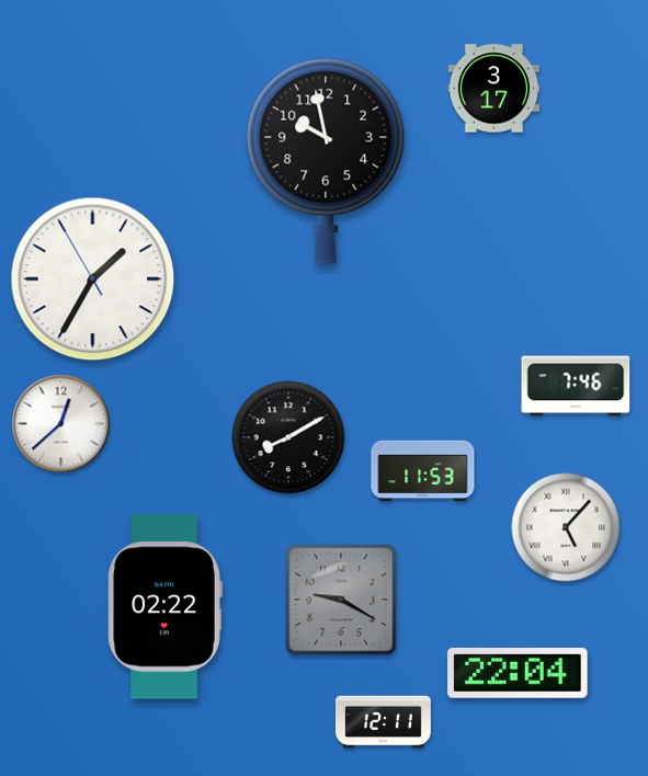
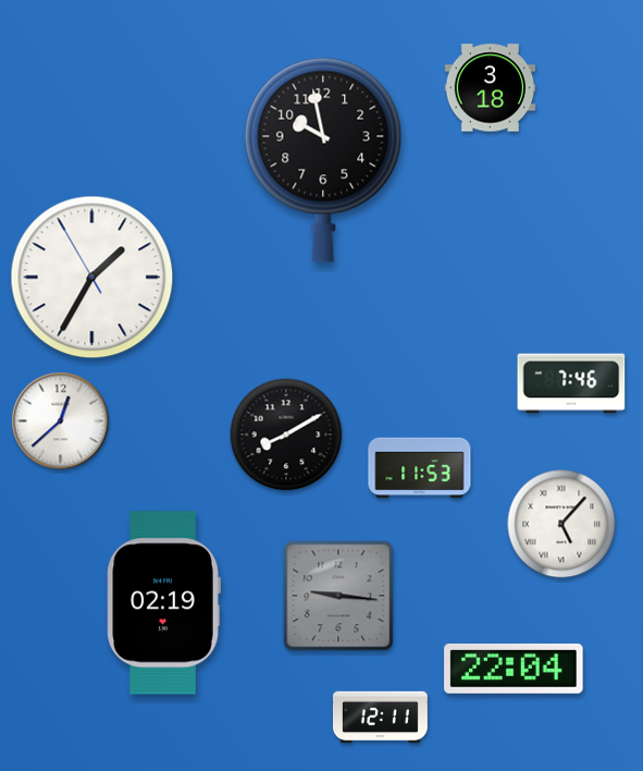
clock at (494, 89): 3:17 -> 3:18
clock at (341, 600): 9:20 -> 9:16
clock at (164, 607): 02:22 -> 02:19
